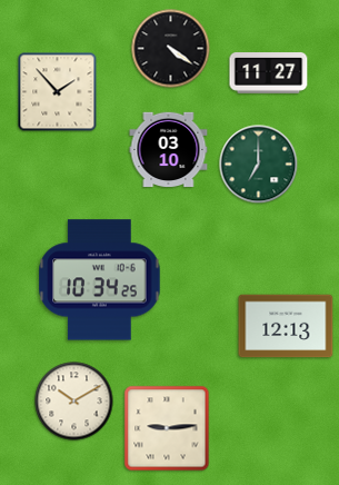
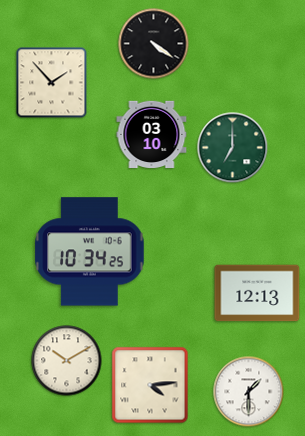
clock at (269, 73): 11:27 -> none
clock at (167, 428): 9:14 -> 4:14
clock at (249, 392): none -> 1:30
